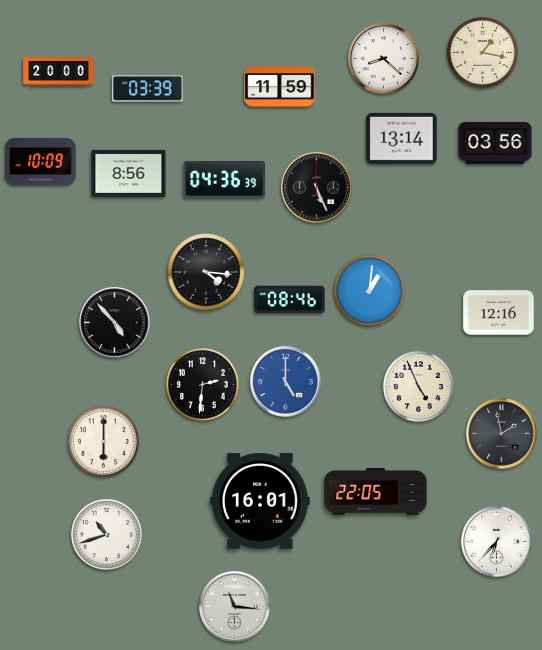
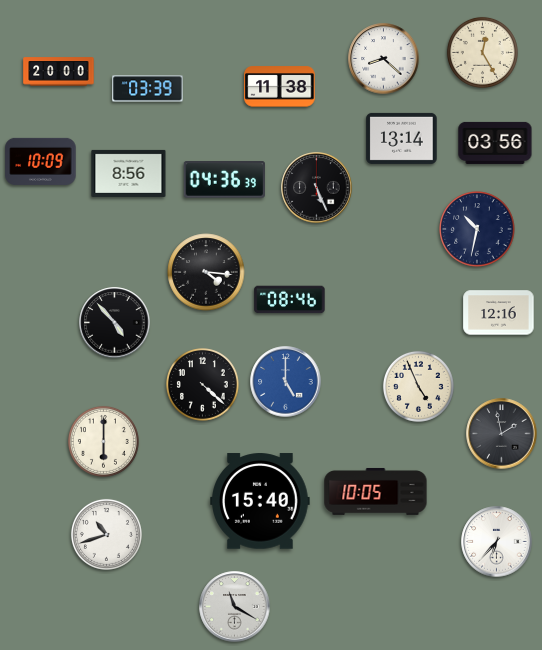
clock at (482, 52): 1:17 -> 12:25
clock at (280, 87): 11:59 -> 11:38
clock at (477, 229): none -> 10:32
clock at (369, 290): 1:01 -> none
clock at (203, 385): 2:31 -> 4:22
clock at (376, 491): 22:05 -> 10:05
clock at (260, 501): 16:01 -> 15:40
clock at (235, 607): 11:16 -> 11:20
